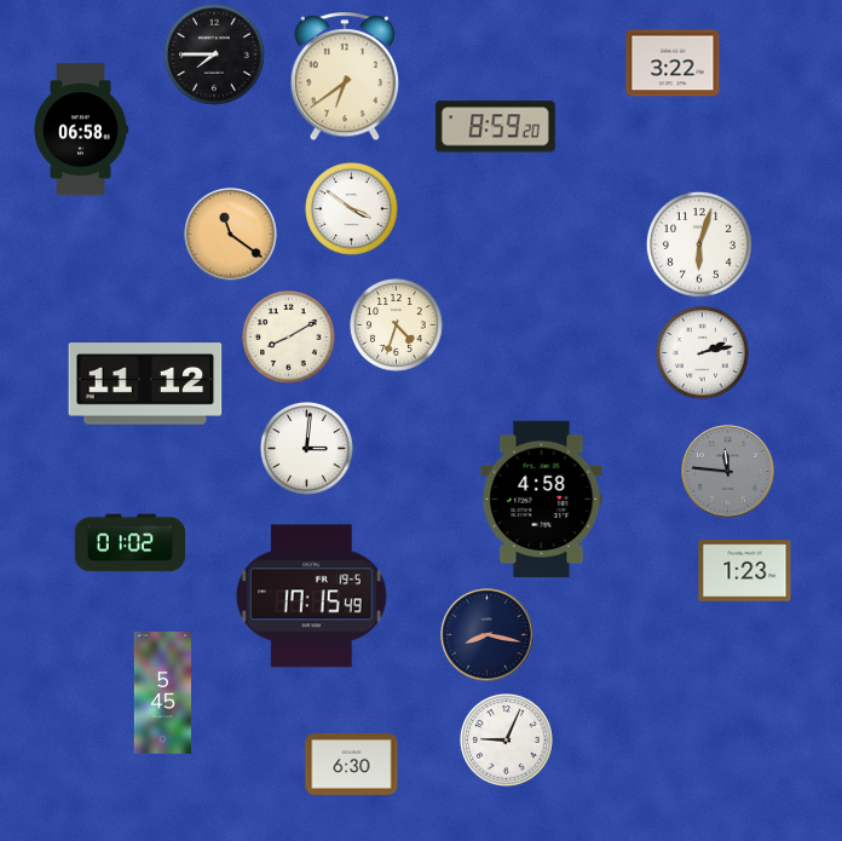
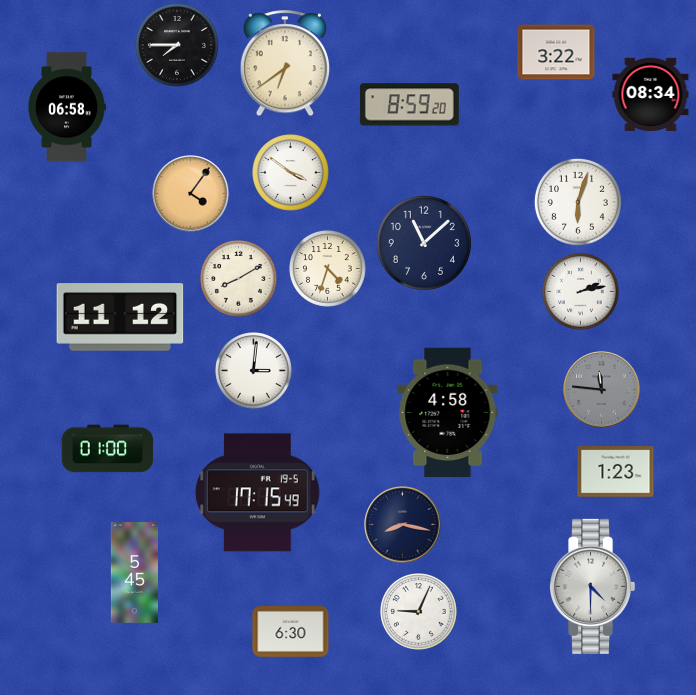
clock at (651, 95): none -> 08:34
clock at (231, 235): 11:21 -> 4:06
clock at (424, 243): none -> 11:08
clock at (131, 543): 01:02 -> 01:00
clock at (593, 586): none -> 4:30
